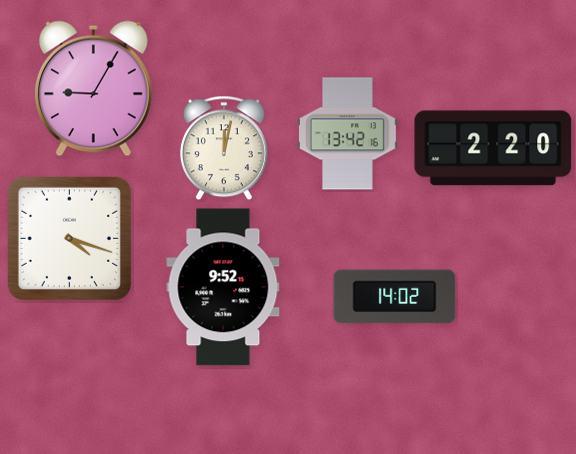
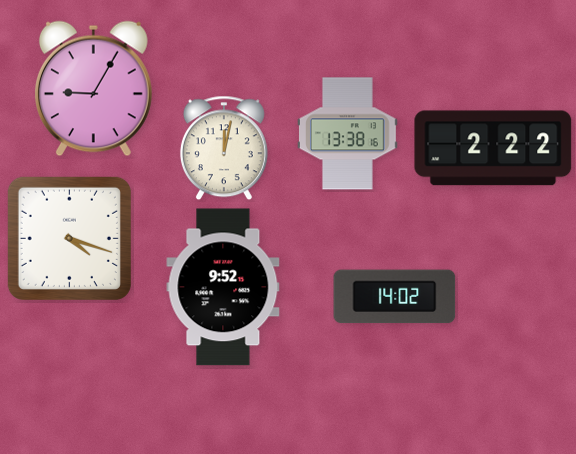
clock at (348, 134): 13:42 -> 13:38
clock at (493, 148): 2:20 -> 2:22
